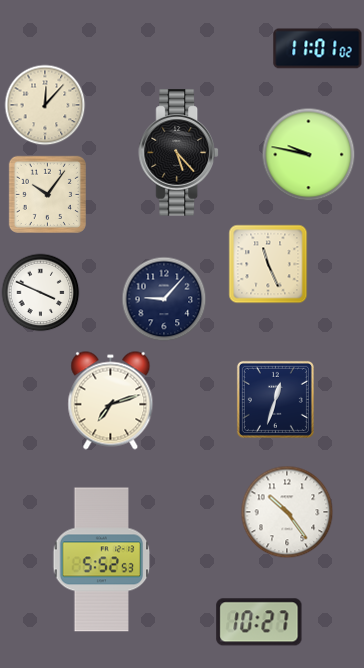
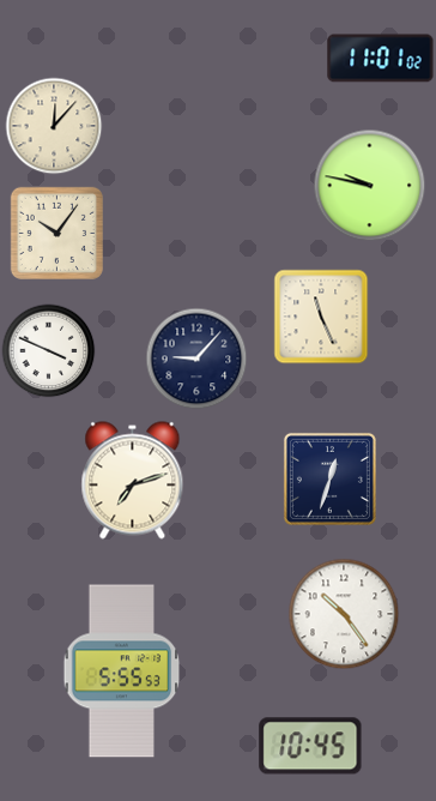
clock at (178, 153): 5:23 -> none
clock at (102, 560): 5:52 -> 5:55
clock at (259, 622): 10:27 -> 10:45
